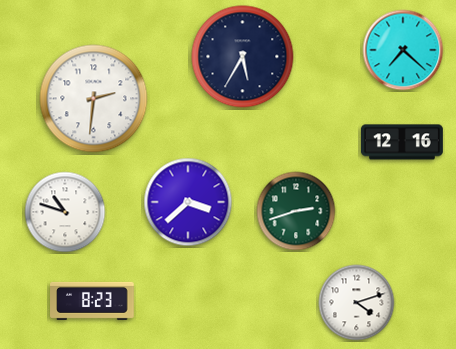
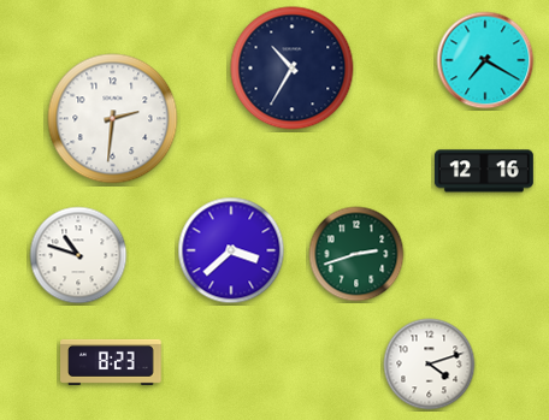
clock at (403, 50): 7:22 -> 7:20
clock at (243, 57): 5:35 -> 10:35
clock at (188, 202) position: (188, 202) -> (231, 250)
